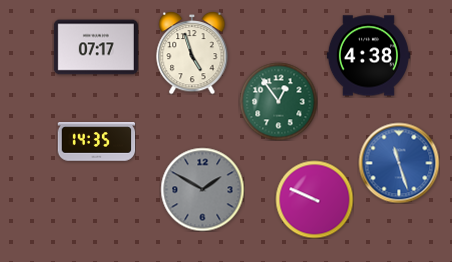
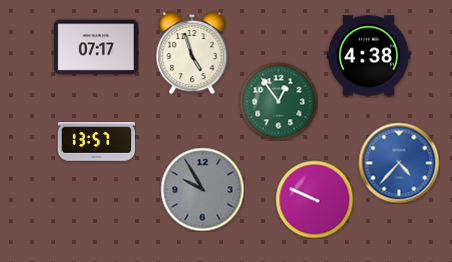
clock at (96, 142): 14:35 -> 13:57
clock at (399, 163): 11:27 -> 4:37
clock at (202, 189): 1:50 -> 9:55
